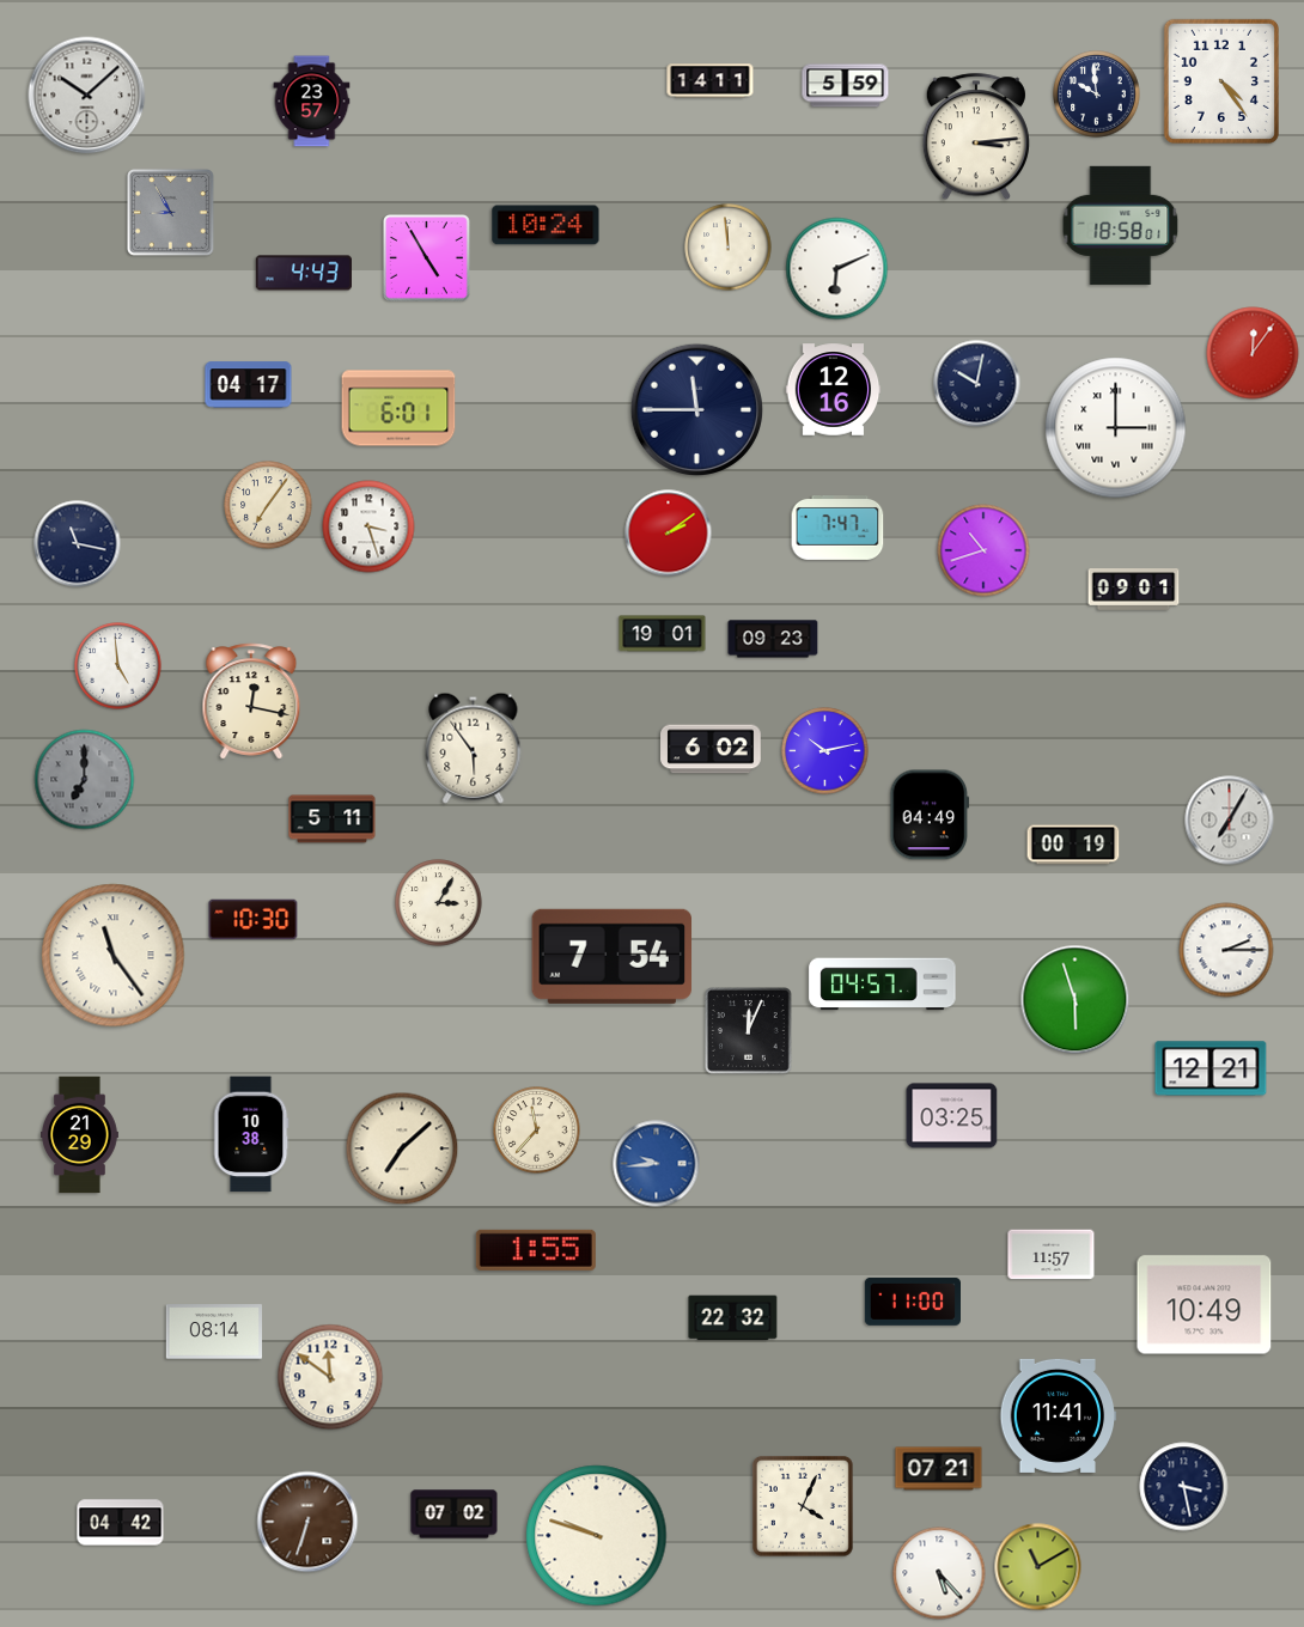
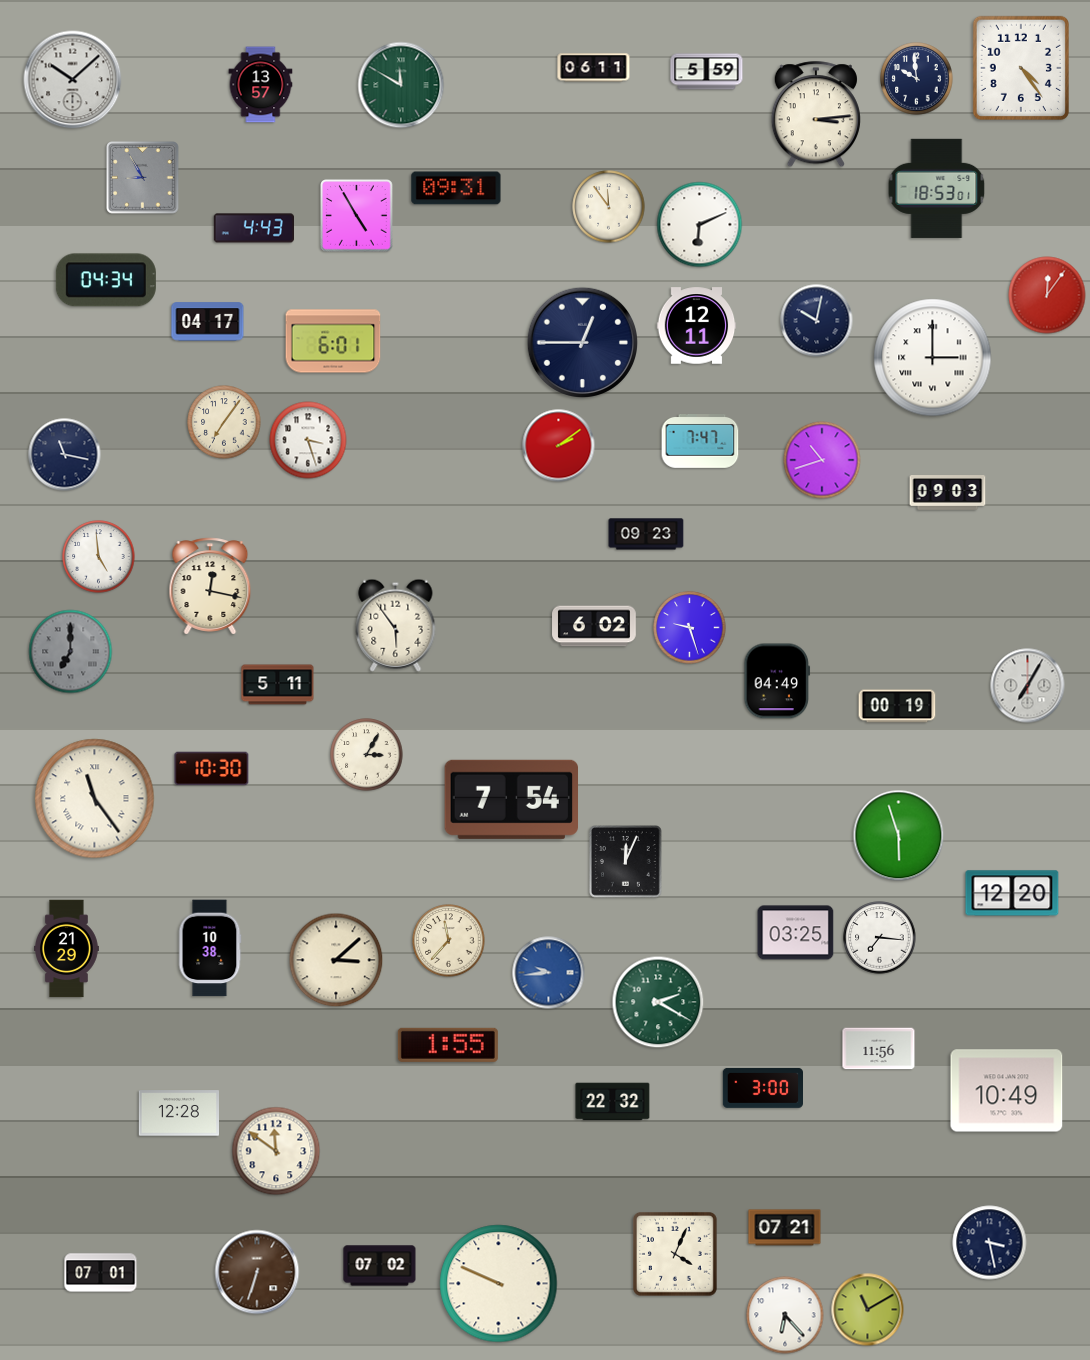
clock at (711, 81): 14:11 -> 06:11
clock at (312, 102): 23:57 -> 13:57
clock at (401, 85): none -> 11:50
clock at (546, 225): 10:24 -> 09:31
clock at (1121, 225): 18:58 -> 18:53
clock at (729, 248): 11:59 -> 11:54
clock at (106, 280): none -> 04:34
clock at (834, 390): 12:16 -> 12:11
clock at (696, 409): 11:45 -> 12:45
clock at (1134, 590): 09:01 -> 09:03
clock at (663, 634): 19:01 -> none
clock at (825, 751): 10:13 -> 9:27
clock at (1226, 950): 2:15 -> none
clock at (883, 985): 04:57 -> none
clock at (1211, 1068): 12:21 -> 12:20
clock at (880, 938): none -> 7:16
clock at (537, 1131) position: (537, 1131) -> (449, 941)
clock at (402, 1148): 7:08 -> 3:08
clock at (658, 1002): none -> 2:20
clock at (1052, 1255): 11:57 -> 11:56
clock at (912, 1302): 11:00 -> 3:00
clock at (213, 1332): 08:14 -> 12:28
clock at (1059, 1415): 11:41 -> none
clock at (804, 1507) position: (804, 1507) -> (676, 1255)
clock at (121, 1523): 04:42 -> 07:01
clock at (597, 1536): 9:48 -> 9:49
clock at (939, 1573): 5:23 -> 6:23
